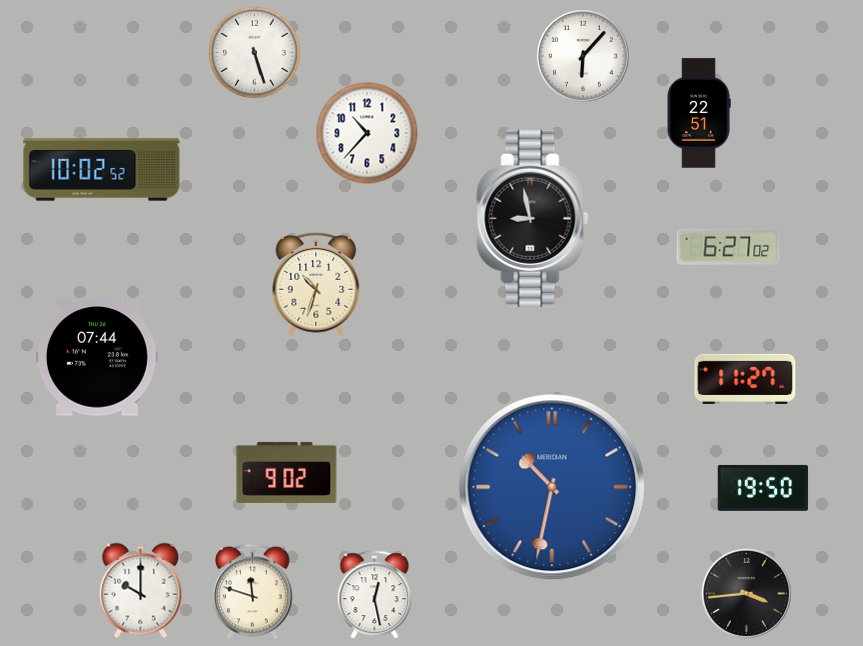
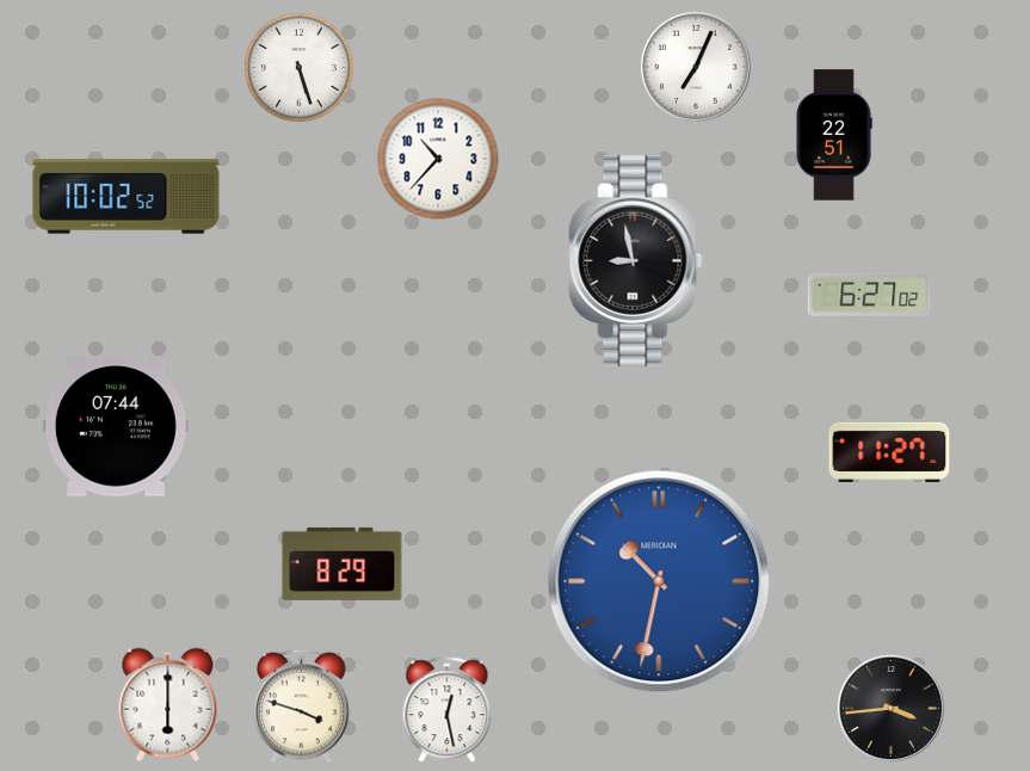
clock at (254, 52) position: (254, 52) -> (298, 67)
clock at (583, 56): 6:07 -> 7:04
clock at (102, 170) position: (102, 170) -> (127, 197)
clock at (316, 284): 10:33 -> none
clock at (287, 472): 9:02 -> 8:29
clock at (763, 488): 19:50 -> none
clock at (141, 591): 10:00 -> 6:00
clock at (253, 592): 11:48 -> 3:48
